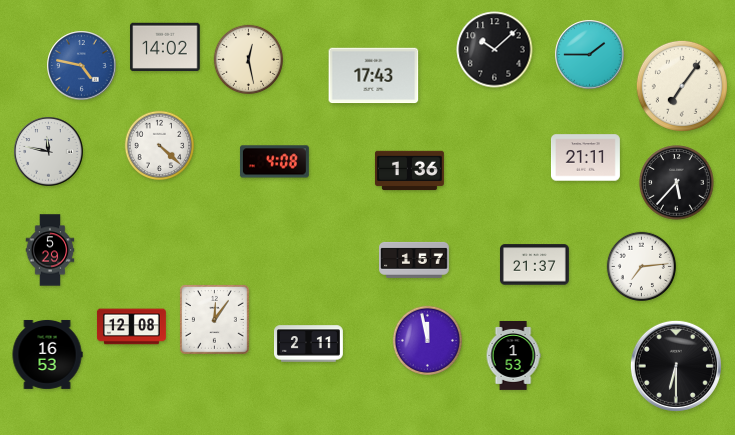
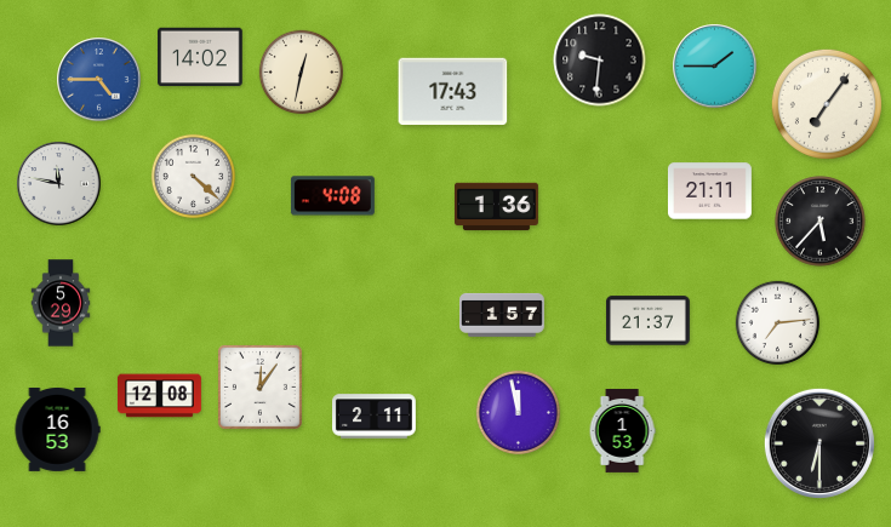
clock at (495, 50): 10:08 -> 9:31
clock at (249, 59): 12:28 -> 12:32
clock at (82, 66): 4:47 -> 4:45
